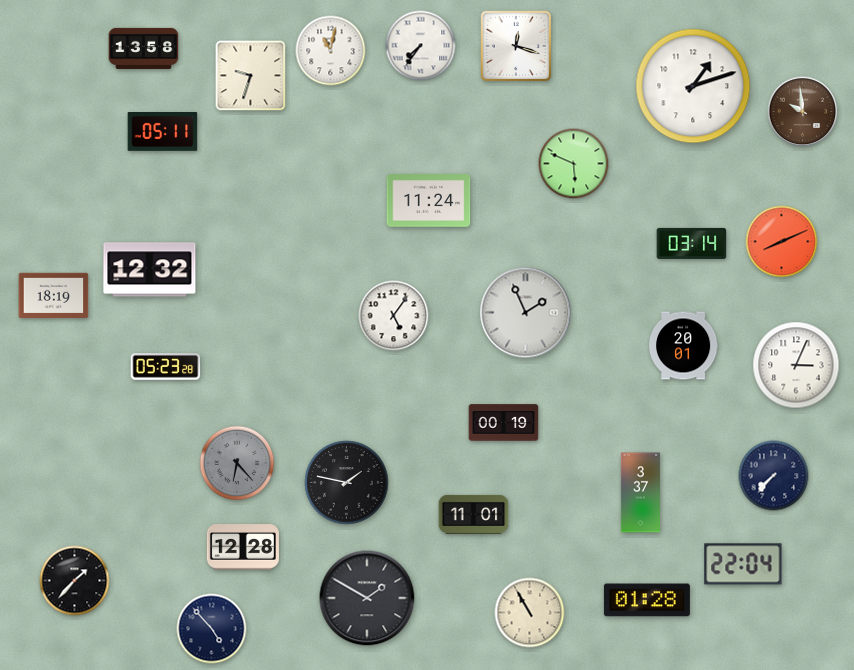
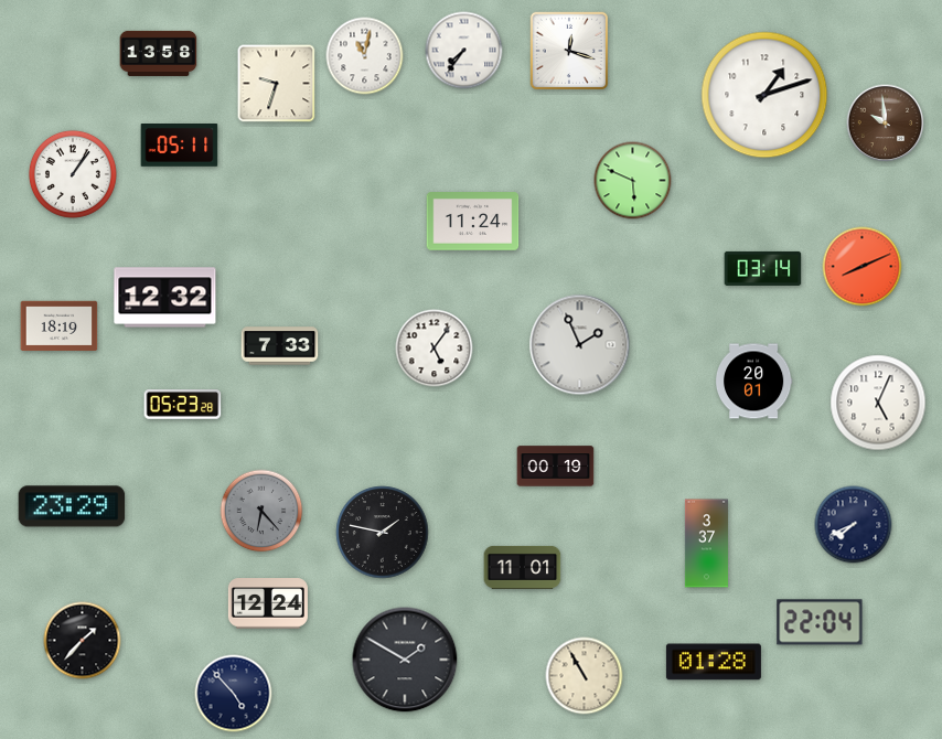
clock at (73, 174): none -> 1:06
clock at (280, 346): none -> 7:33
clock at (796, 365): 3:04 -> 5:04
clock at (72, 506): none -> 23:29
clock at (774, 476): 7:37 -> 7:41
clock at (243, 547): 12:28 -> 12:24
